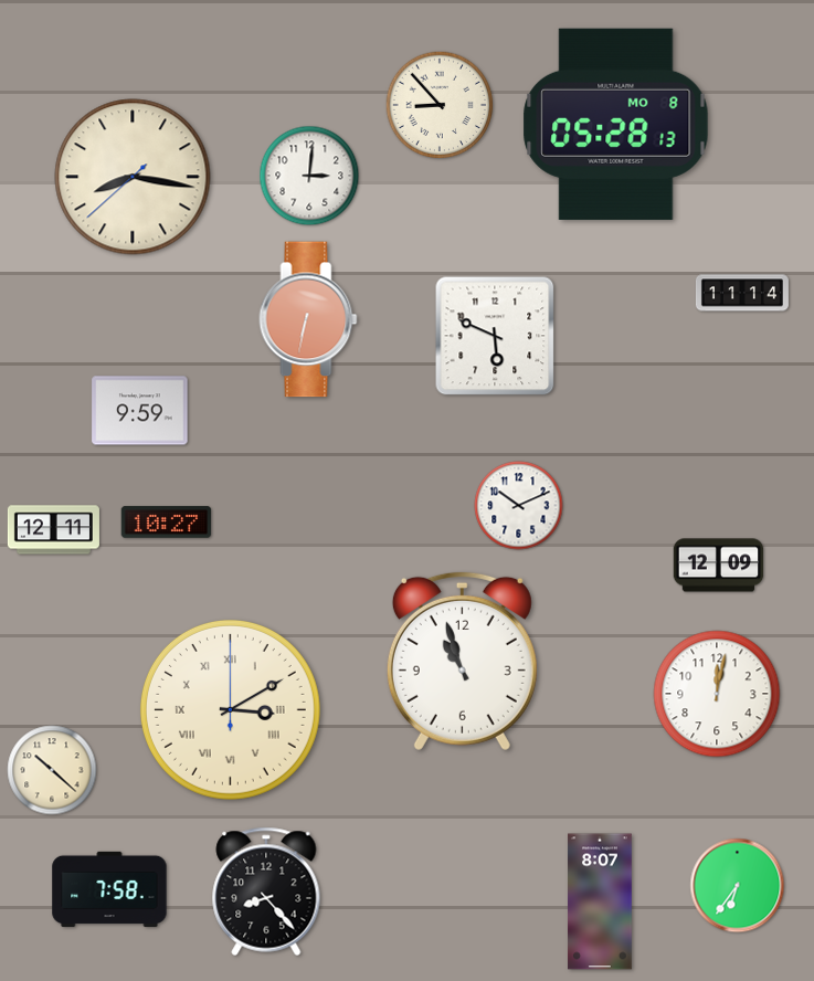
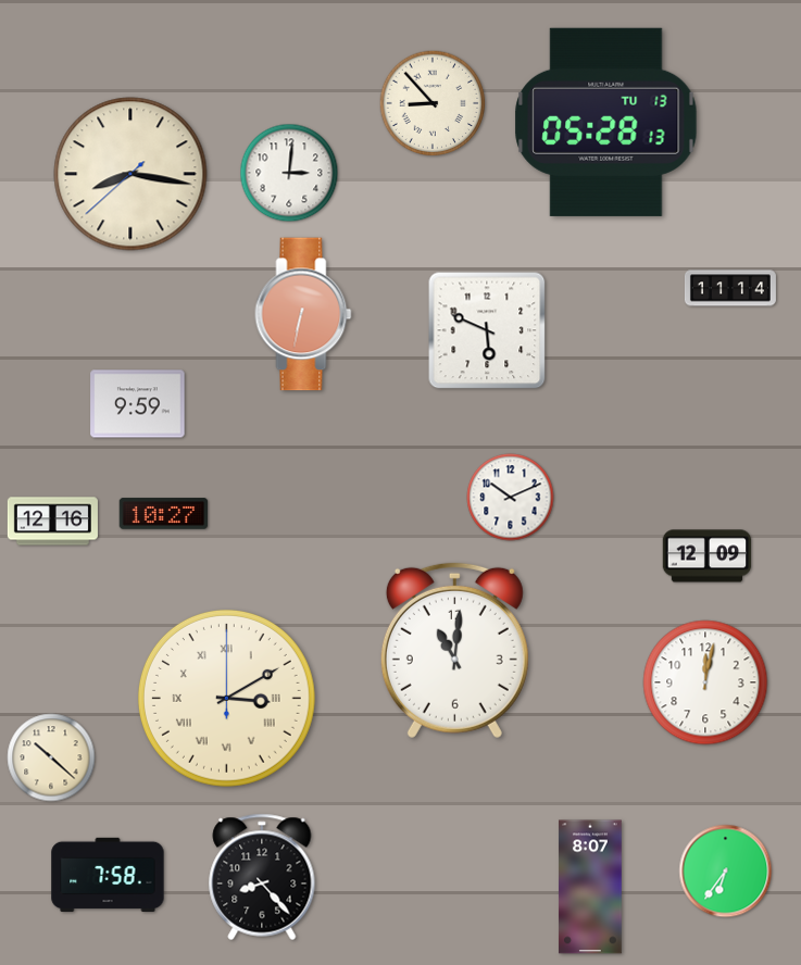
clock at (616, 124) date: MO 8 -> TU 13
clock at (309, 176) position: (309, 176) -> (289, 173)
clock at (53, 530): 12:11 -> 12:16
clock at (462, 661): 10:57 -> 11:01
